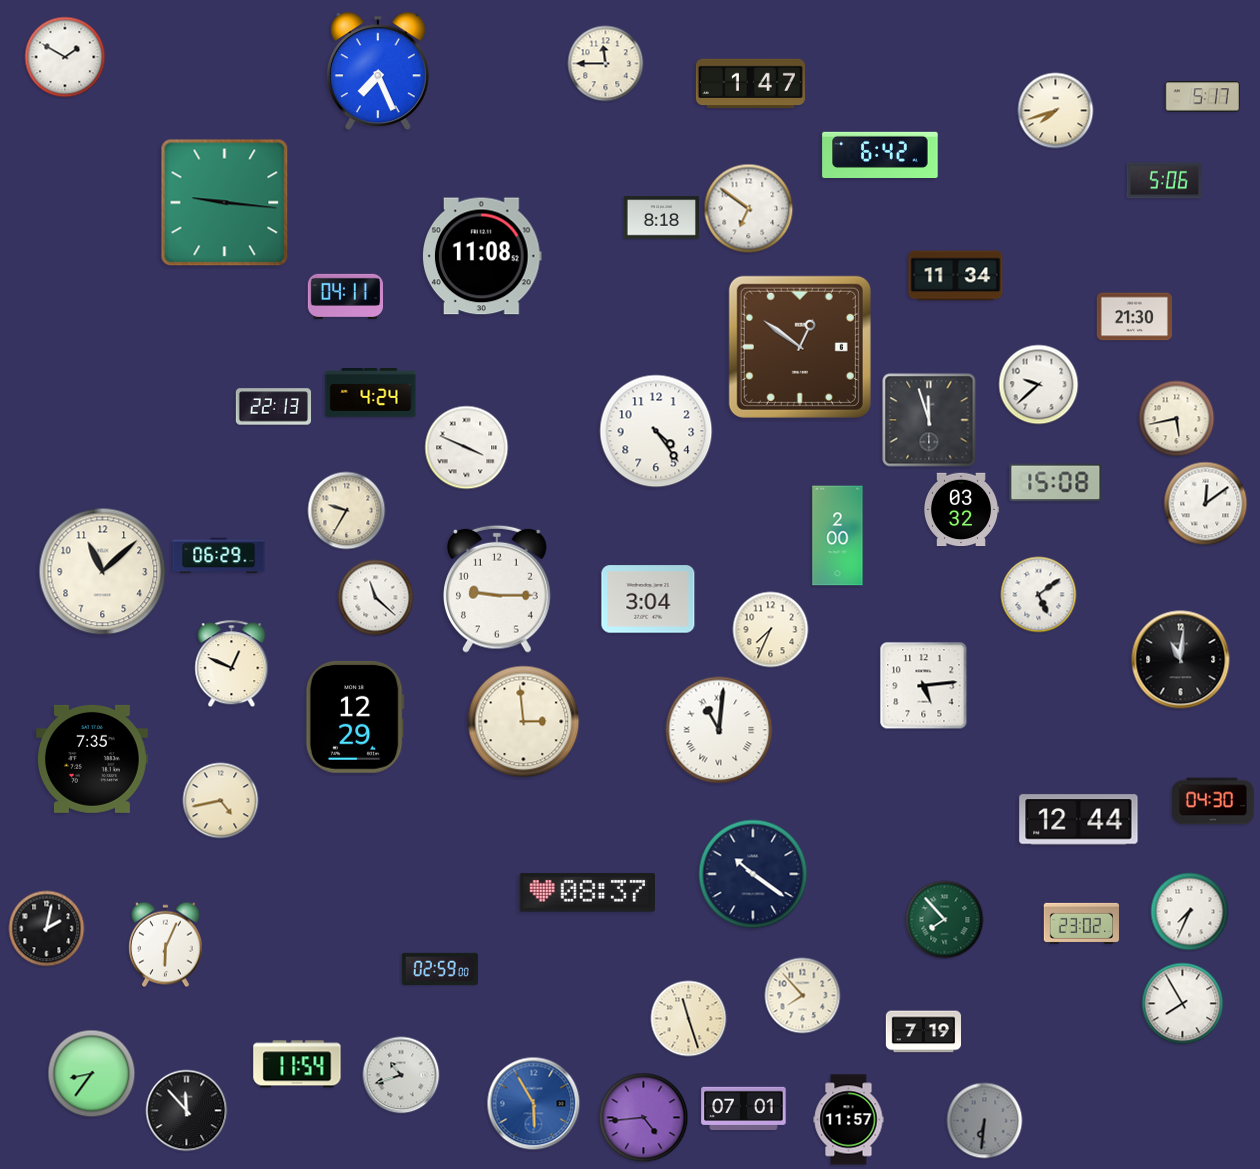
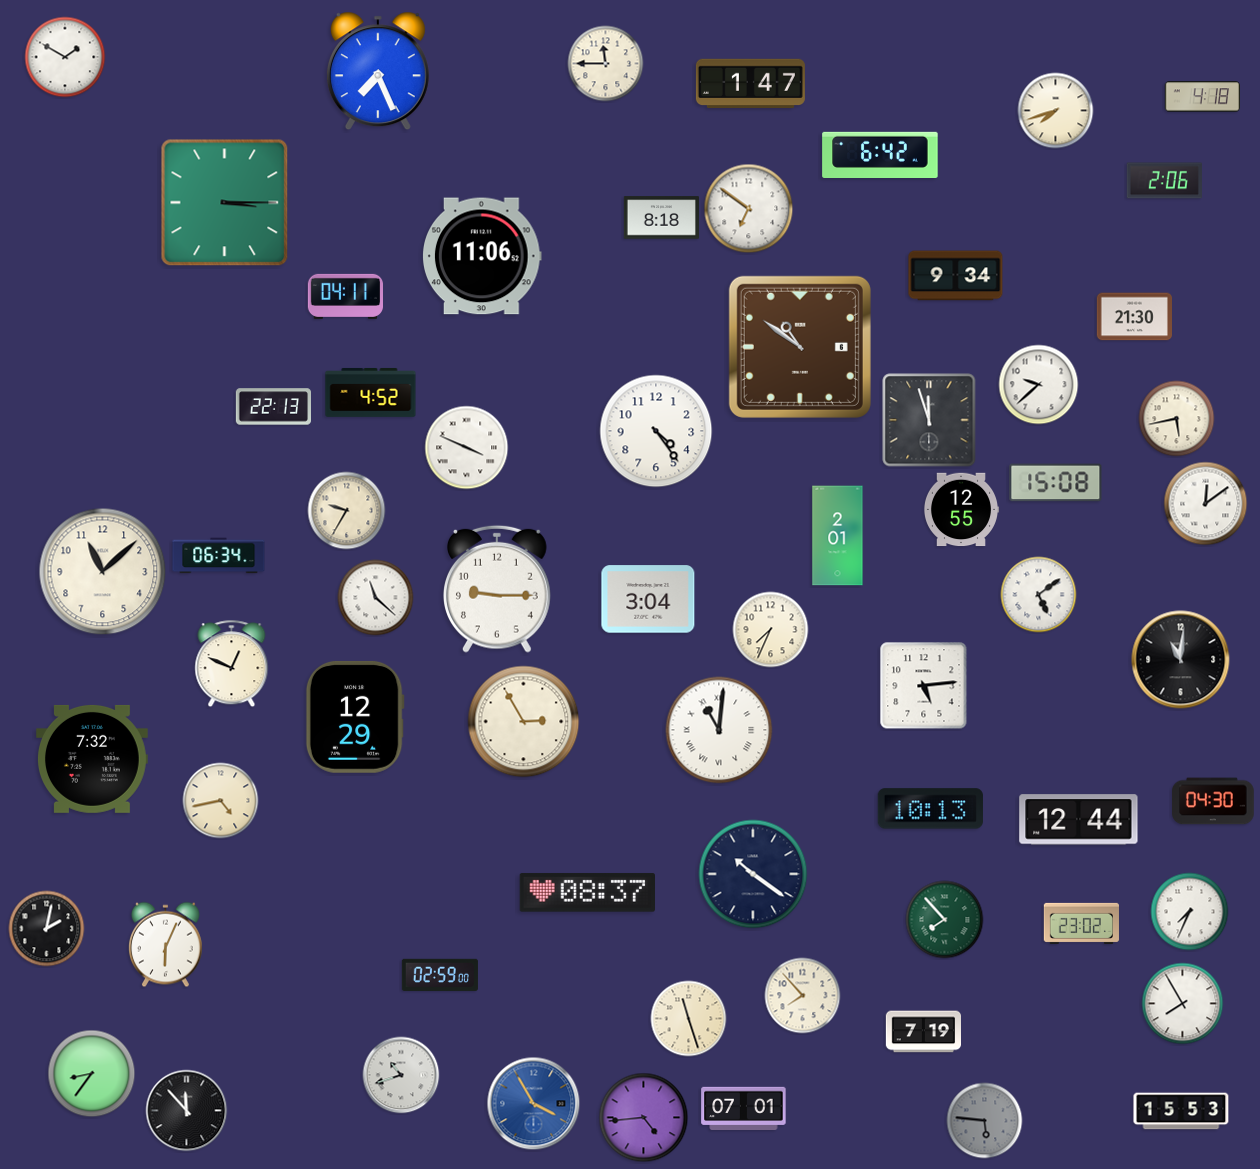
clock at (1202, 97): 5:17 -> 4:18
clock at (1164, 181): 5:06 -> 2:06
clock at (225, 203): 9:16 -> 3:15
clock at (483, 256): 11:08 -> 11:06
clock at (956, 276): 11:34 -> 9:34
clock at (800, 347): 12:51 -> 10:51
clock at (371, 392): 4:24 -> 4:52
clock at (960, 510): 03:32 -> 12:55
clock at (838, 536): 2:00 -> 2:01
clock at (219, 556): 06:29 -> 06:34
clock at (524, 722): 2:59 -> 2:55
clock at (92, 759): 7:35 -> 7:32
clock at (930, 809): none -> 10:13
clock at (440, 968) position: (440, 968) -> (440, 974)
clock at (297, 1064): 11:54 -> none
clock at (534, 1104): 5:55 -> 3:55
clock at (1181, 1111): none -> 15:53
clock at (849, 1120): 11:57 -> none
clock at (985, 1121): 6:31 -> 5:46
